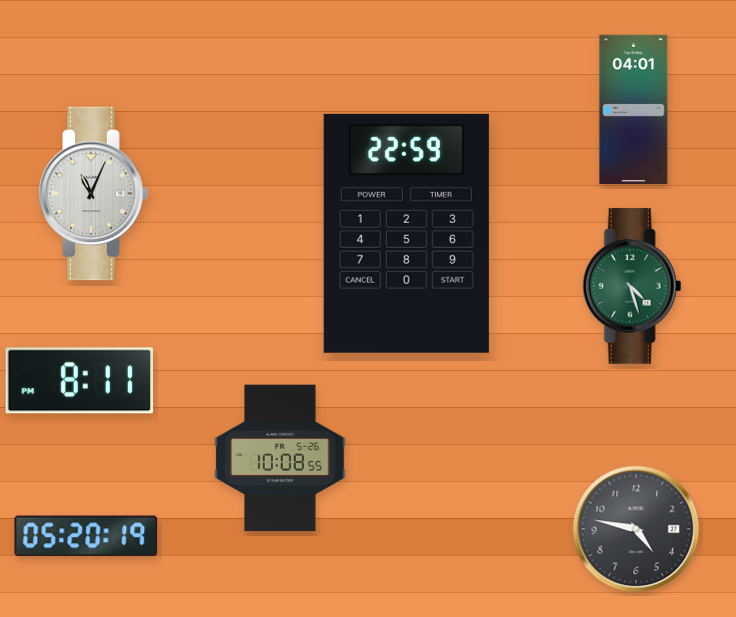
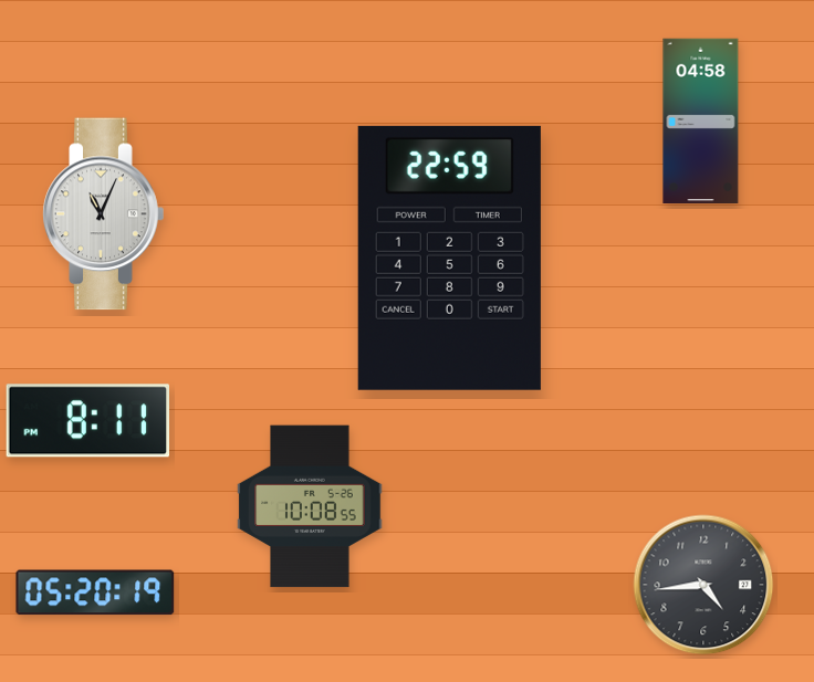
clock at (634, 109): 04:01 -> 04:58
clock at (632, 286): 4:27 -> none
clock at (636, 529): 4:47 -> 4:44
